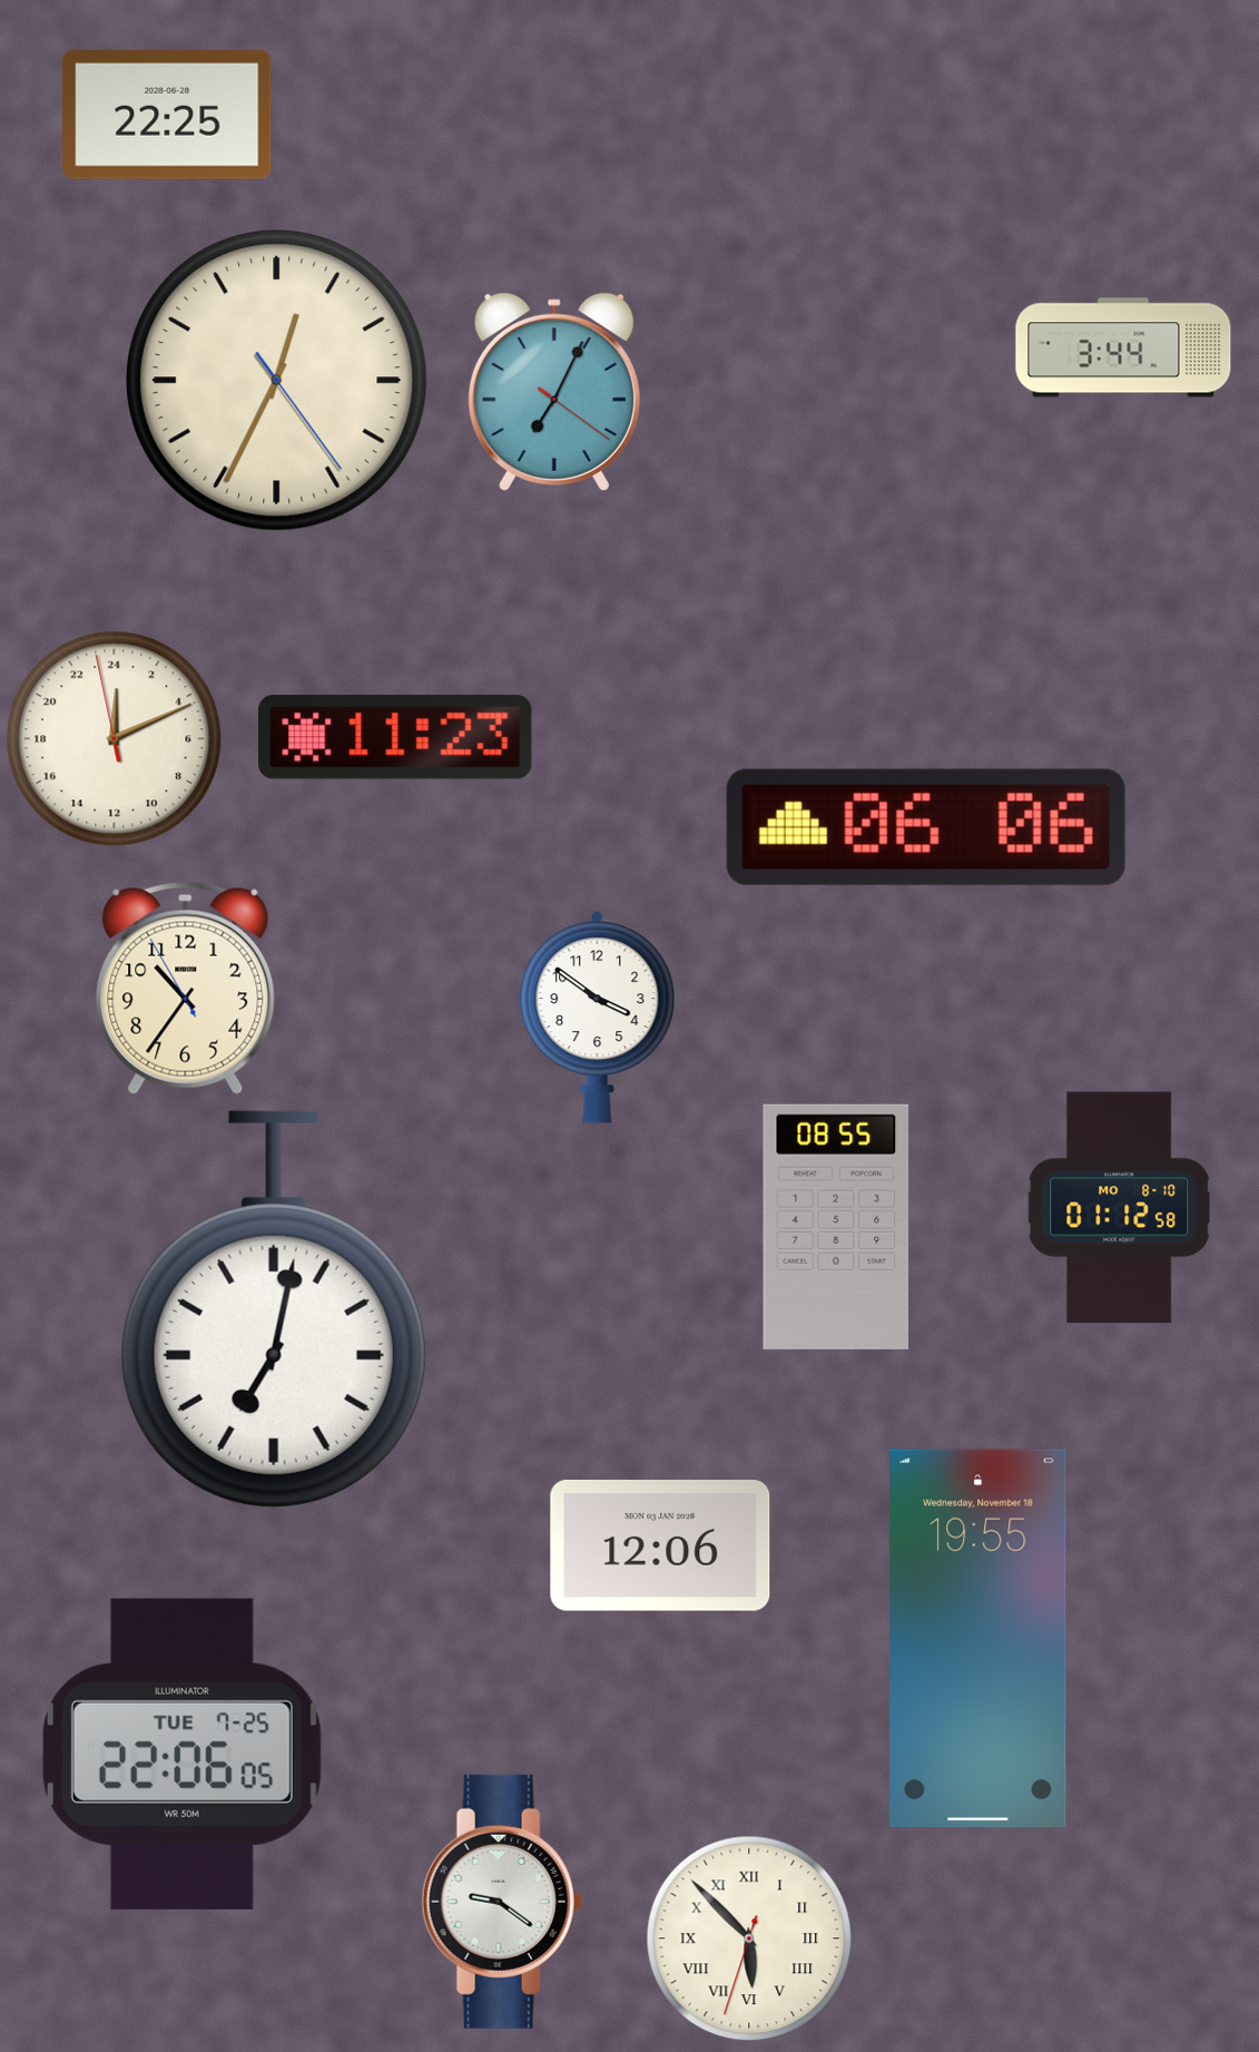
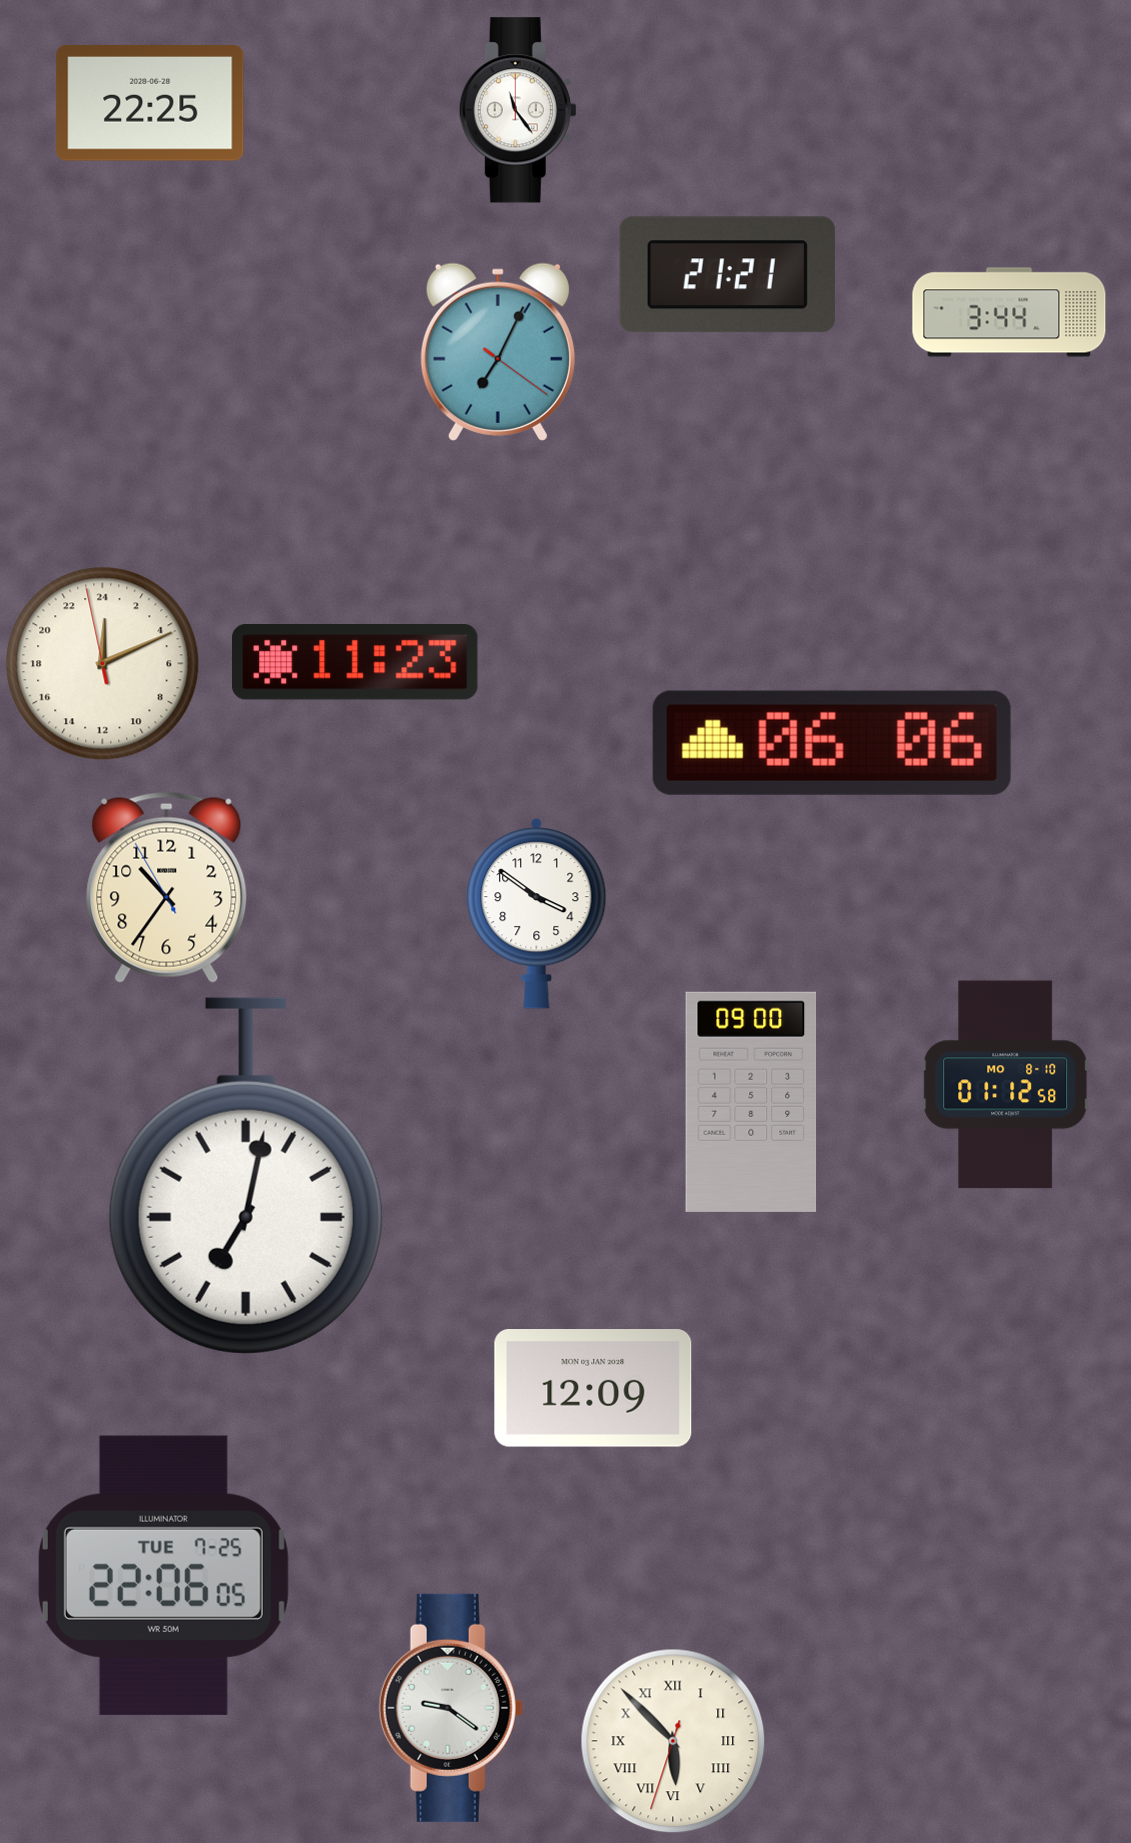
clock at (518, 110): none -> 11:24
clock at (727, 275): none -> 21:21
clock at (277, 381): 12:34 -> none
clock at (836, 1227): 08:55 -> 09:00
clock at (660, 1547): 12:06 -> 12:09
clock at (978, 1638): 19:55 -> none
